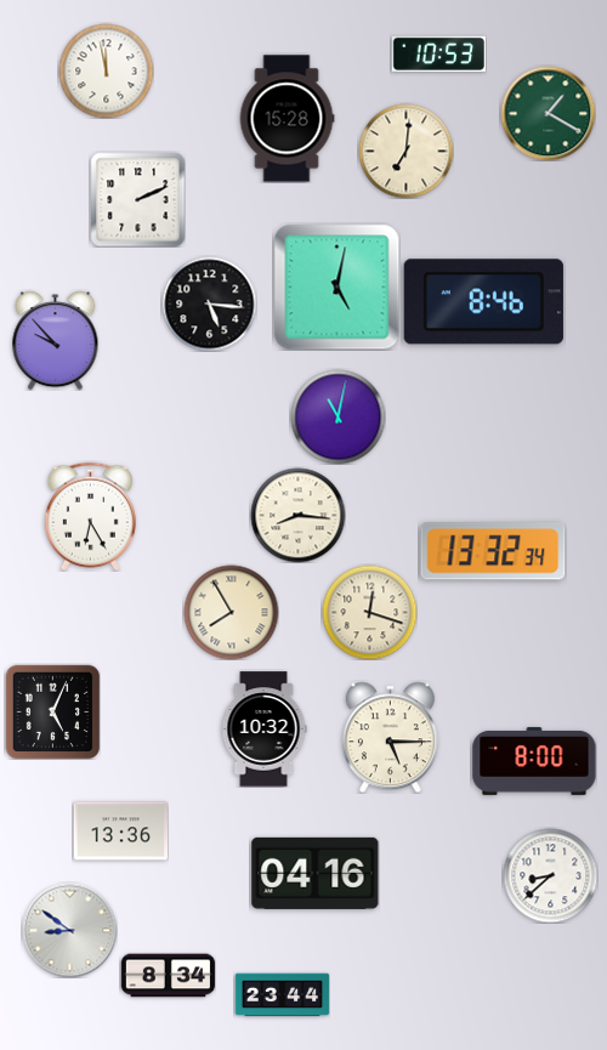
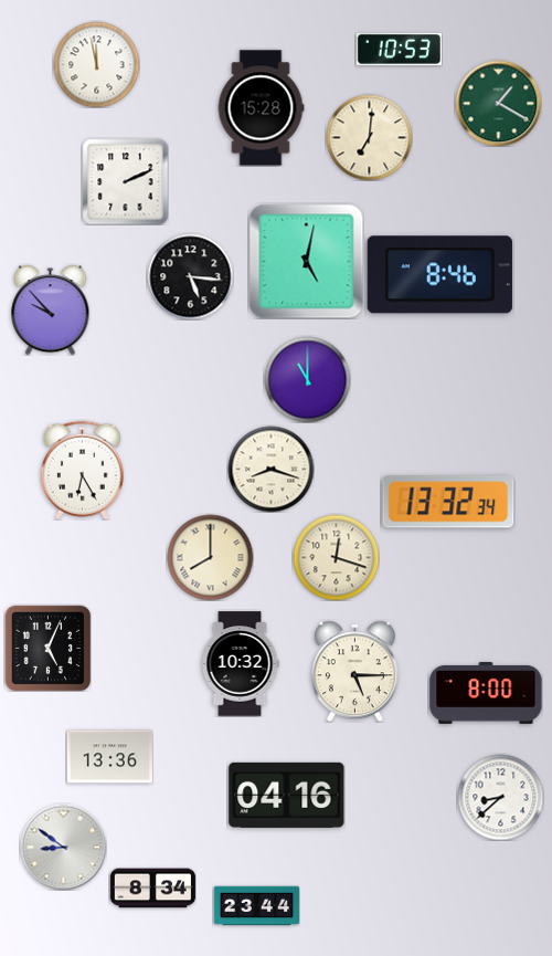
clock at (337, 416): 11:02 -> 11:00
clock at (297, 515): 8:16 -> 8:18
clock at (231, 612): 7:55 -> 8:00
